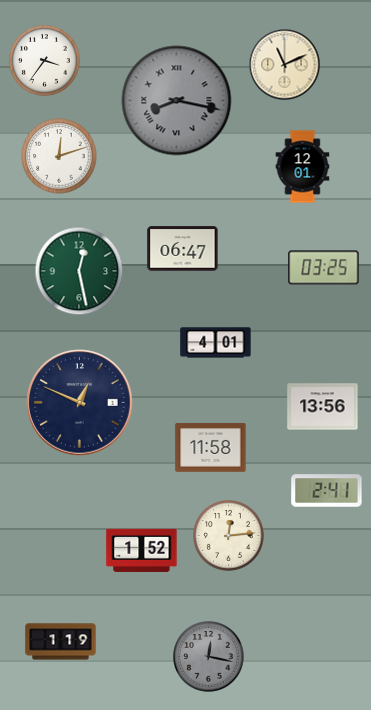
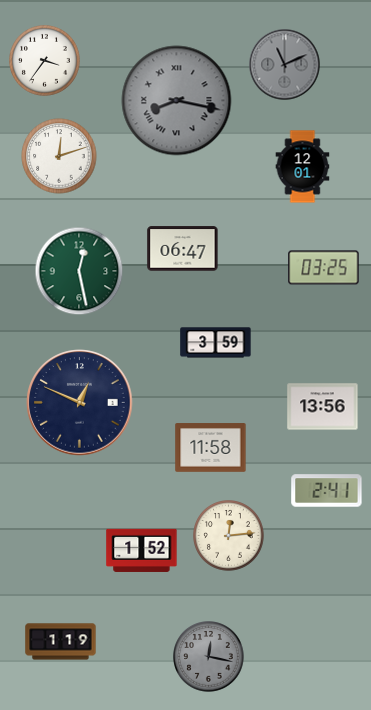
clock at (285, 65) dial: cream -> grey
clock at (216, 343): 4:01 -> 3:59
